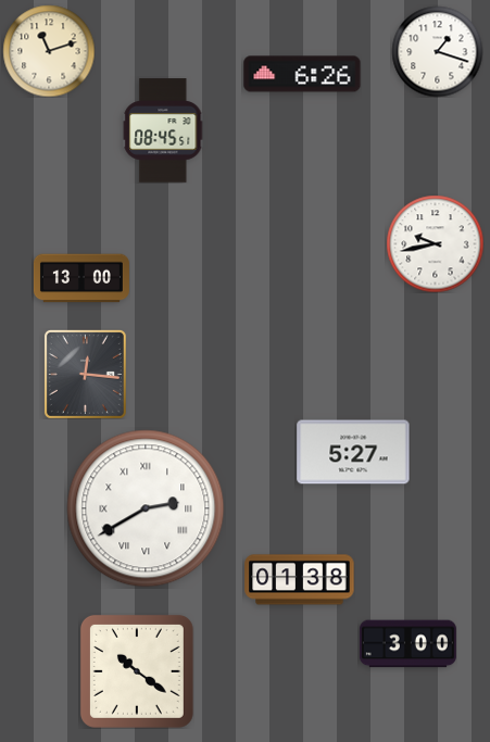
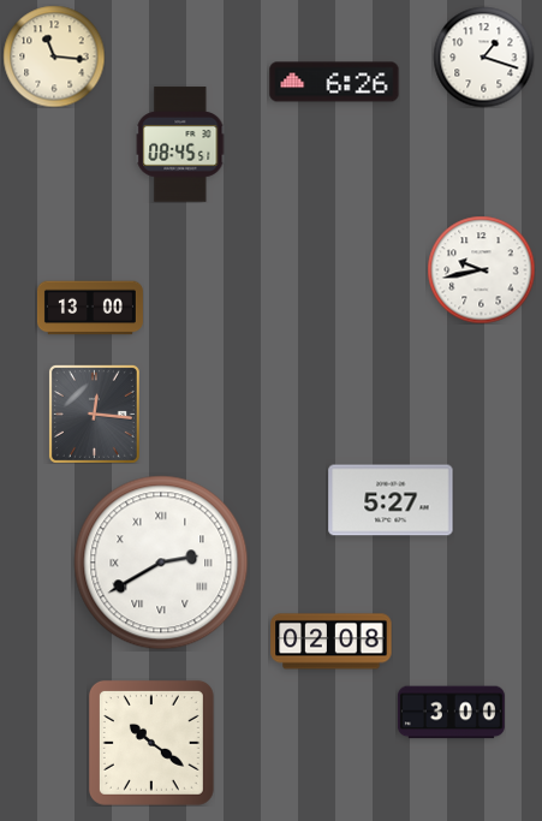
clock at (49, 51): 11:12 -> 11:16
clock at (300, 580): 01:38 -> 02:08
